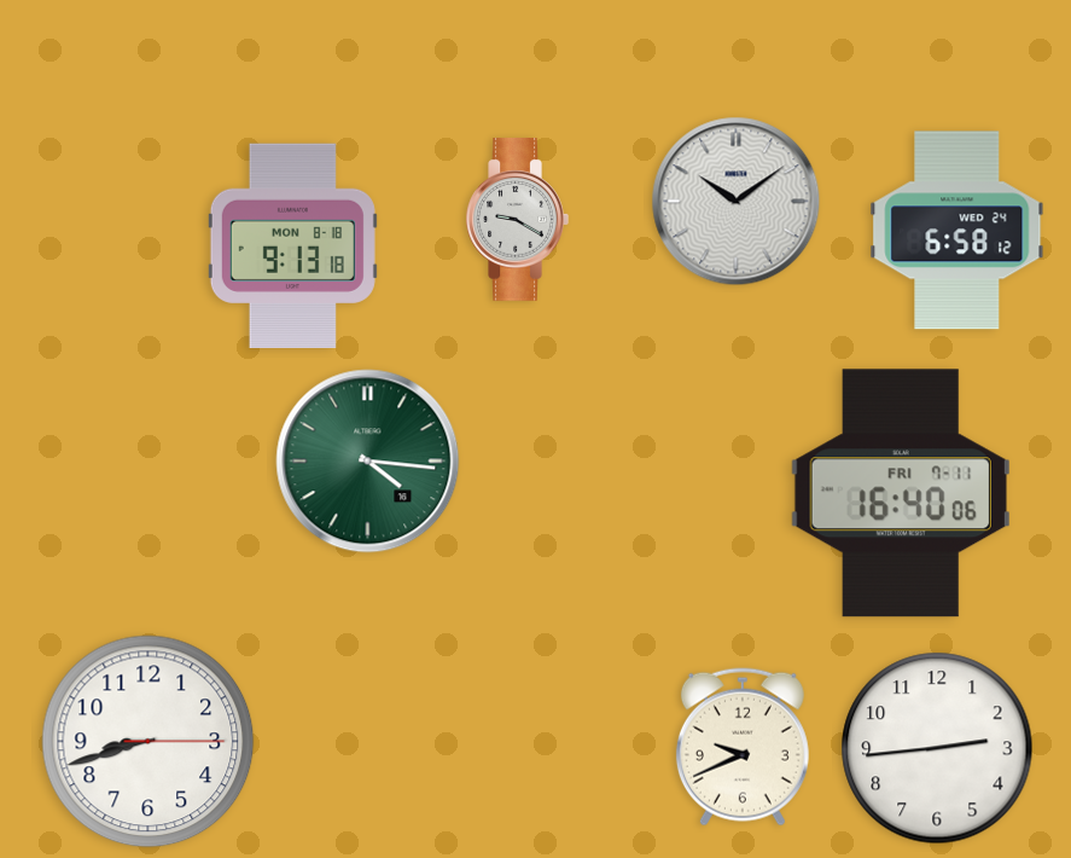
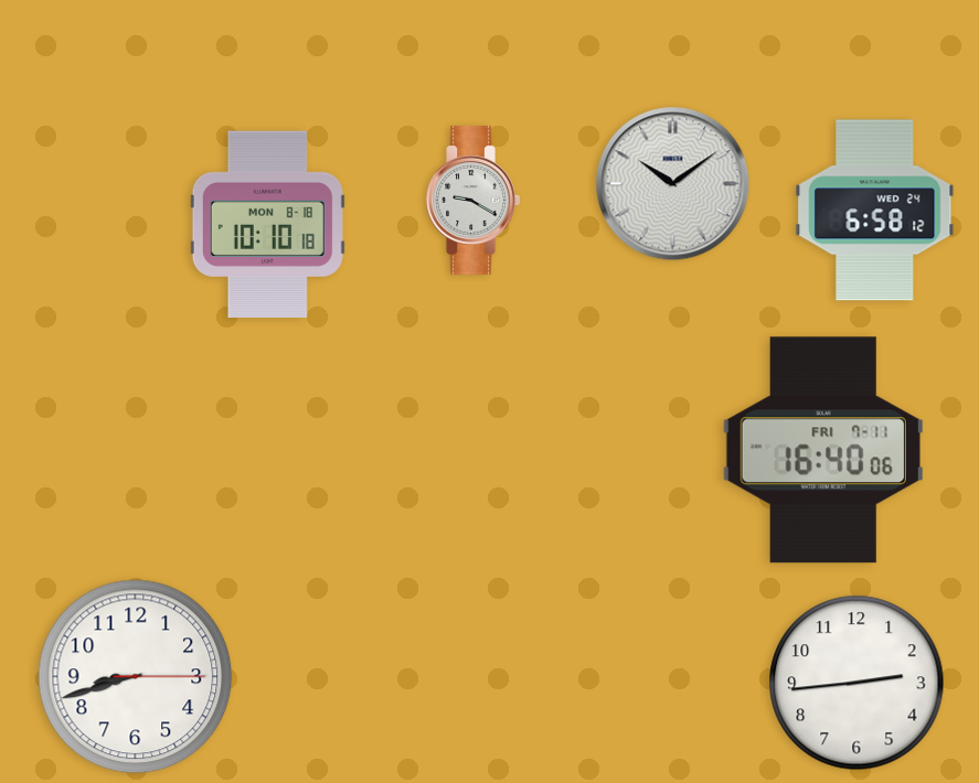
clock at (292, 247): 9:13 -> 10:10
clock at (368, 462): 4:16 -> none
clock at (743, 747): 9:41 -> none
